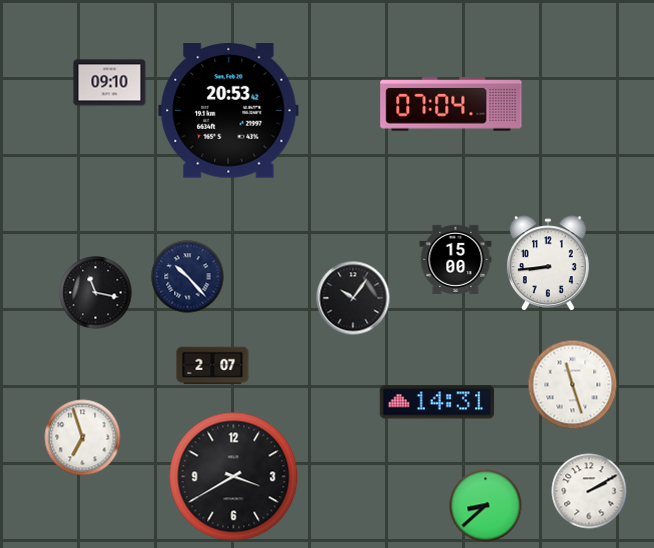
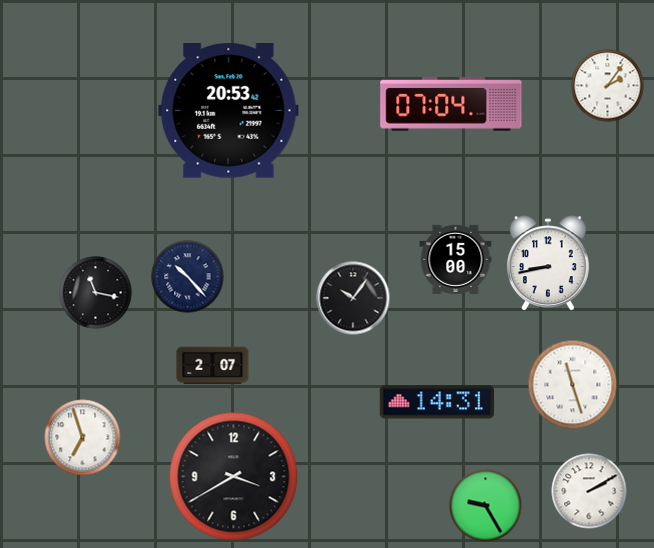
clock at (110, 83): 09:10 -> none
clock at (608, 86): none -> 2:06
clock at (548, 264): 8:44 -> 8:43
clock at (486, 506): 8:38 -> 9:25
